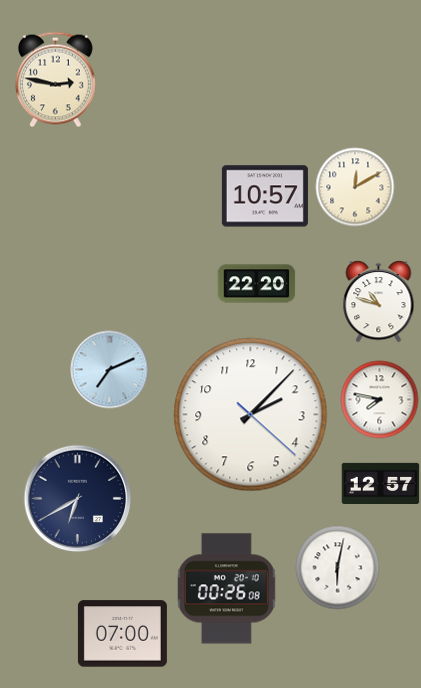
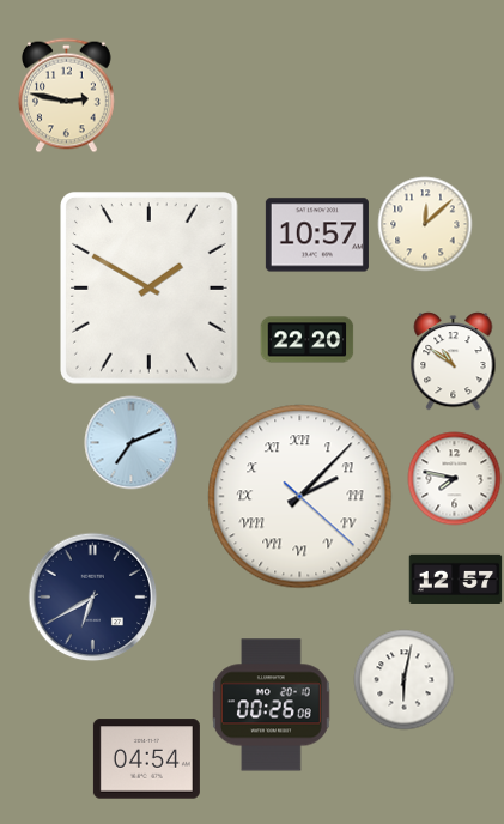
clock at (355, 187): 12:10 -> 12:08
clock at (150, 289): none -> 1:50
clock at (379, 301): 10:48 -> 10:51
clock at (251, 415) numerals: Arabic -> Roman
clock at (122, 634): 07:00 -> 04:54
